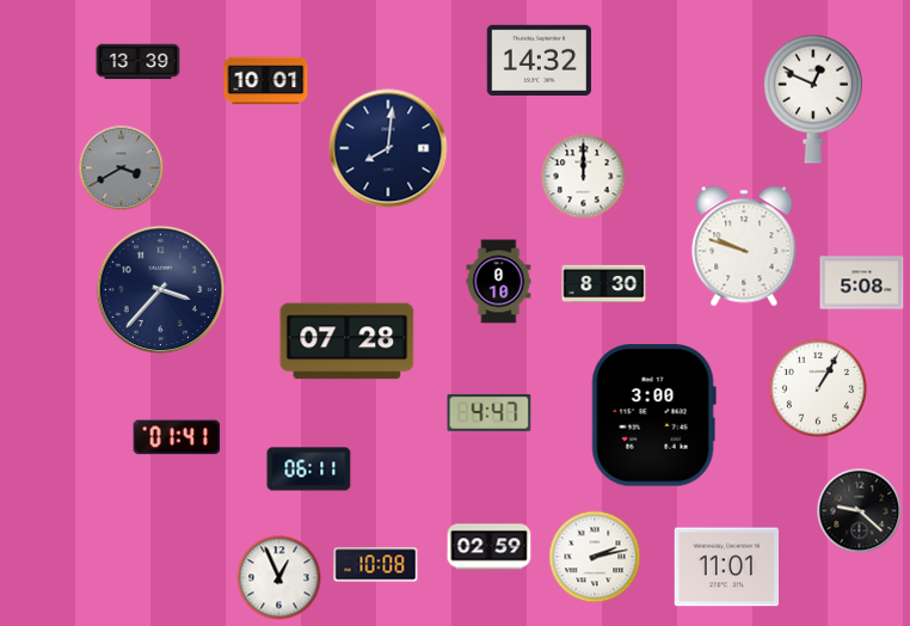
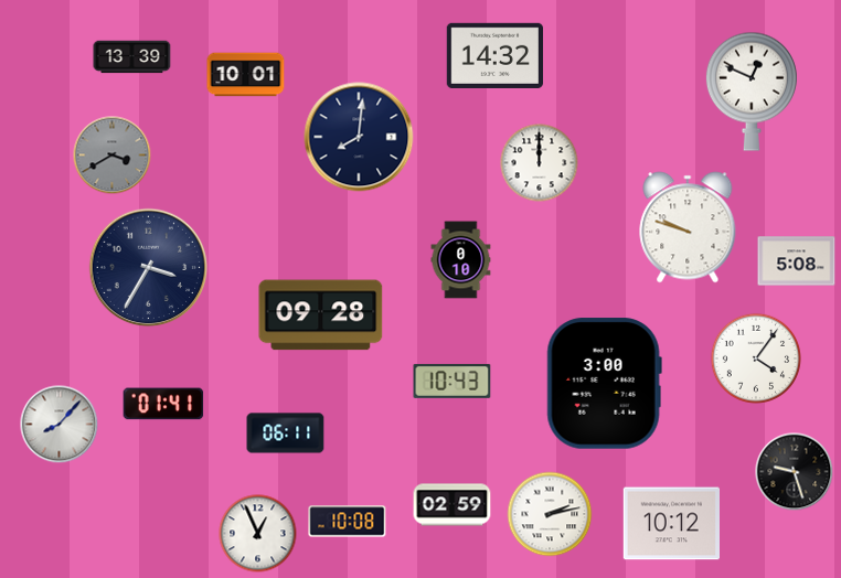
clock at (539, 60) position: (539, 60) -> (494, 55)
clock at (139, 62) position: (139, 62) -> (132, 57)
clock at (604, 284): 8:30 -> none
clock at (161, 290): 3:37 -> 3:35
clock at (348, 342): 07:28 -> 09:28
clock at (817, 387): 1:05 -> 4:06
clock at (490, 412): 4:47 -> 10:43
clock at (60, 425): none -> 8:07
clock at (860, 511): 9:22 -> 9:27
clock at (726, 567): 11:01 -> 10:12
